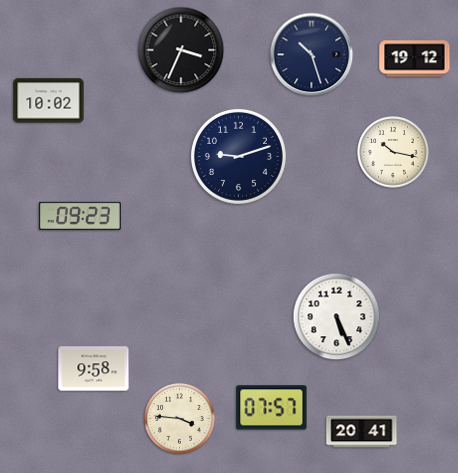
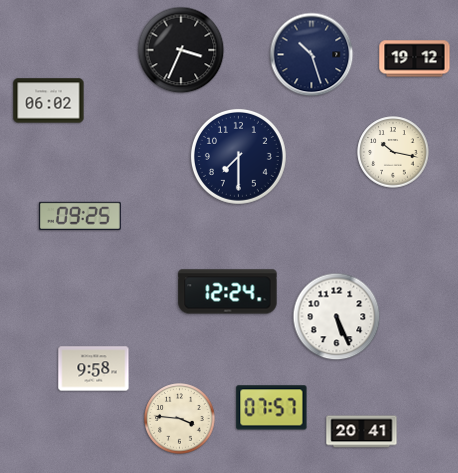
clock at (49, 101): 10:02 -> 06:02
clock at (238, 156): 9:12 -> 7:30
clock at (80, 216): 09:23 -> 09:25
clock at (228, 292): none -> 12:24
